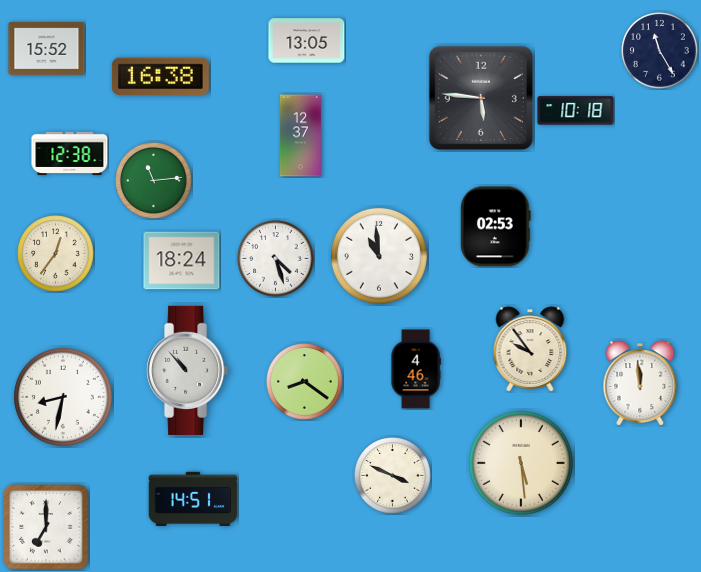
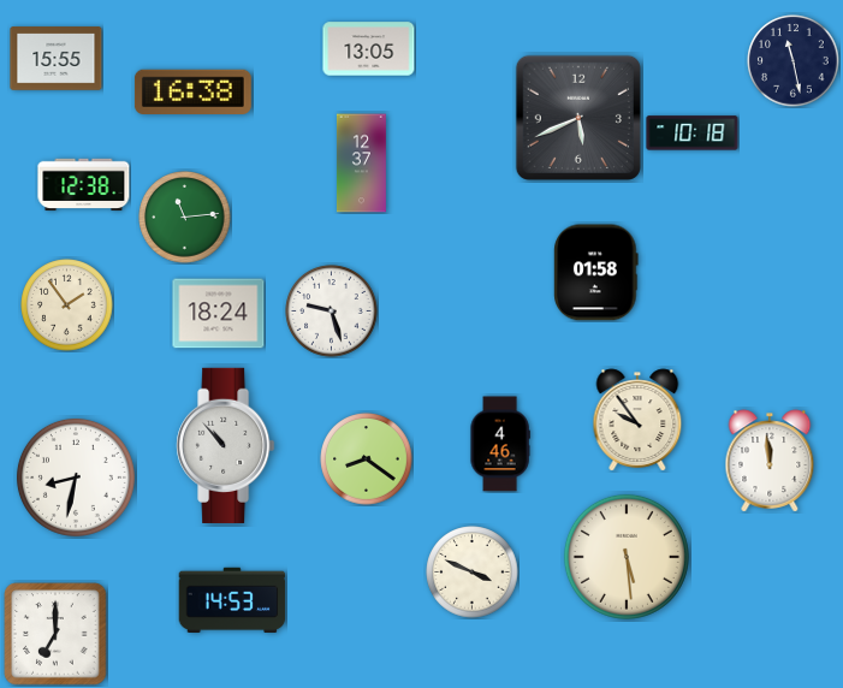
clock at (47, 49): 15:52 -> 15:55
clock at (660, 51): 11:25 -> 11:28
clock at (481, 98): 5:46 -> 5:41
clock at (496, 227): 02:53 -> 01:58
clock at (56, 254): 12:36 -> 1:54
clock at (379, 256): 10:59 -> none
clock at (276, 259): 4:27 -> 9:27
clock at (193, 498): 14:51 -> 14:53
